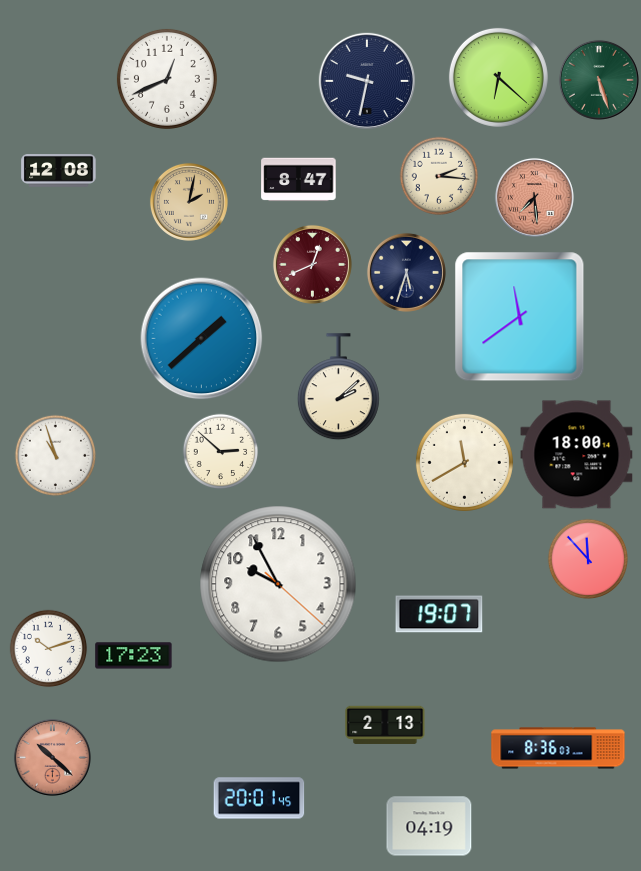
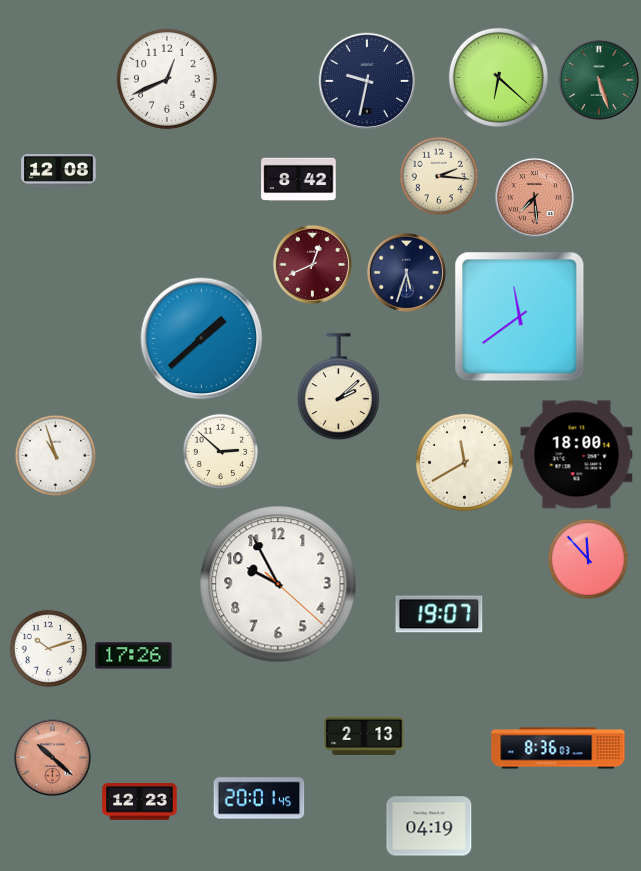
clock at (299, 180): 8:47 -> 8:42
clock at (189, 202): 2:02 -> none
clock at (134, 656): 17:23 -> 17:26
clock at (385, 725) position: (385, 725) -> (364, 736)
clock at (140, 802): none -> 12:23
